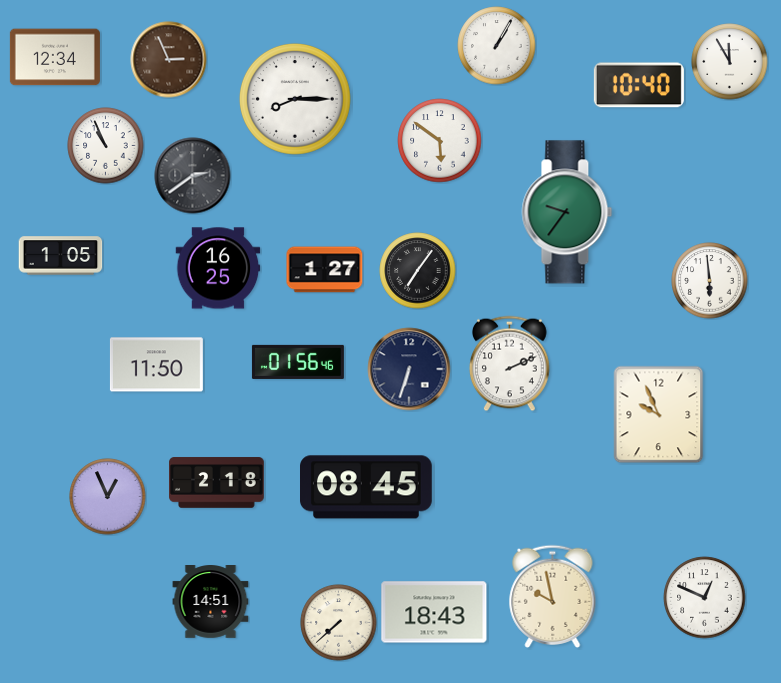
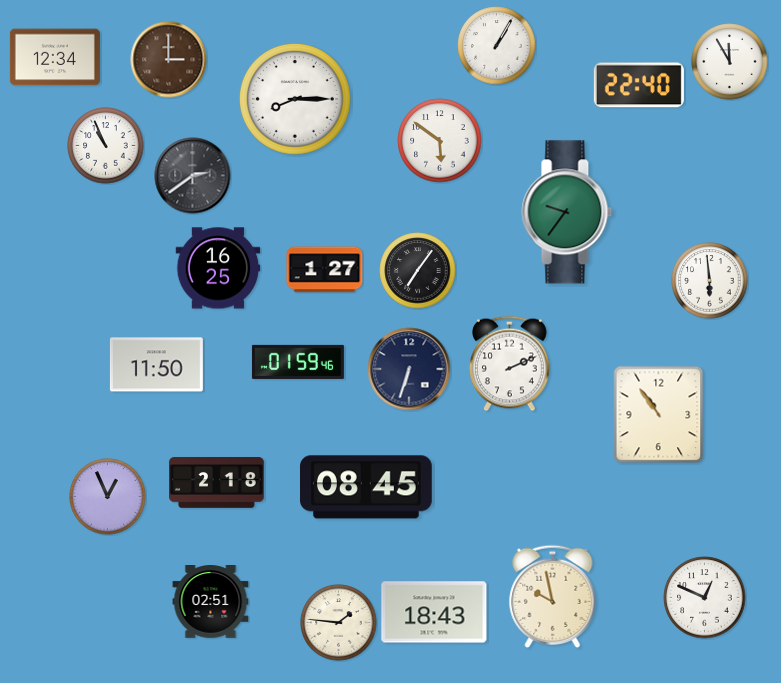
clock at (169, 60): 2:56 -> 3:00
clock at (639, 85): 10:40 -> 22:40
clock at (61, 256): 1:05 -> none
clock at (298, 362): 01:56 -> 01:59
clock at (659, 415): 9:56 -> 10:54
clock at (211, 602): 14:51 -> 02:51
clock at (339, 623): 7:38 -> 1:46
